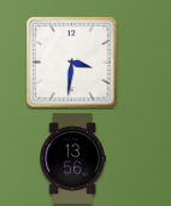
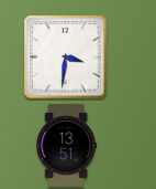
clock at (72, 158): 13:56 -> 13:51
